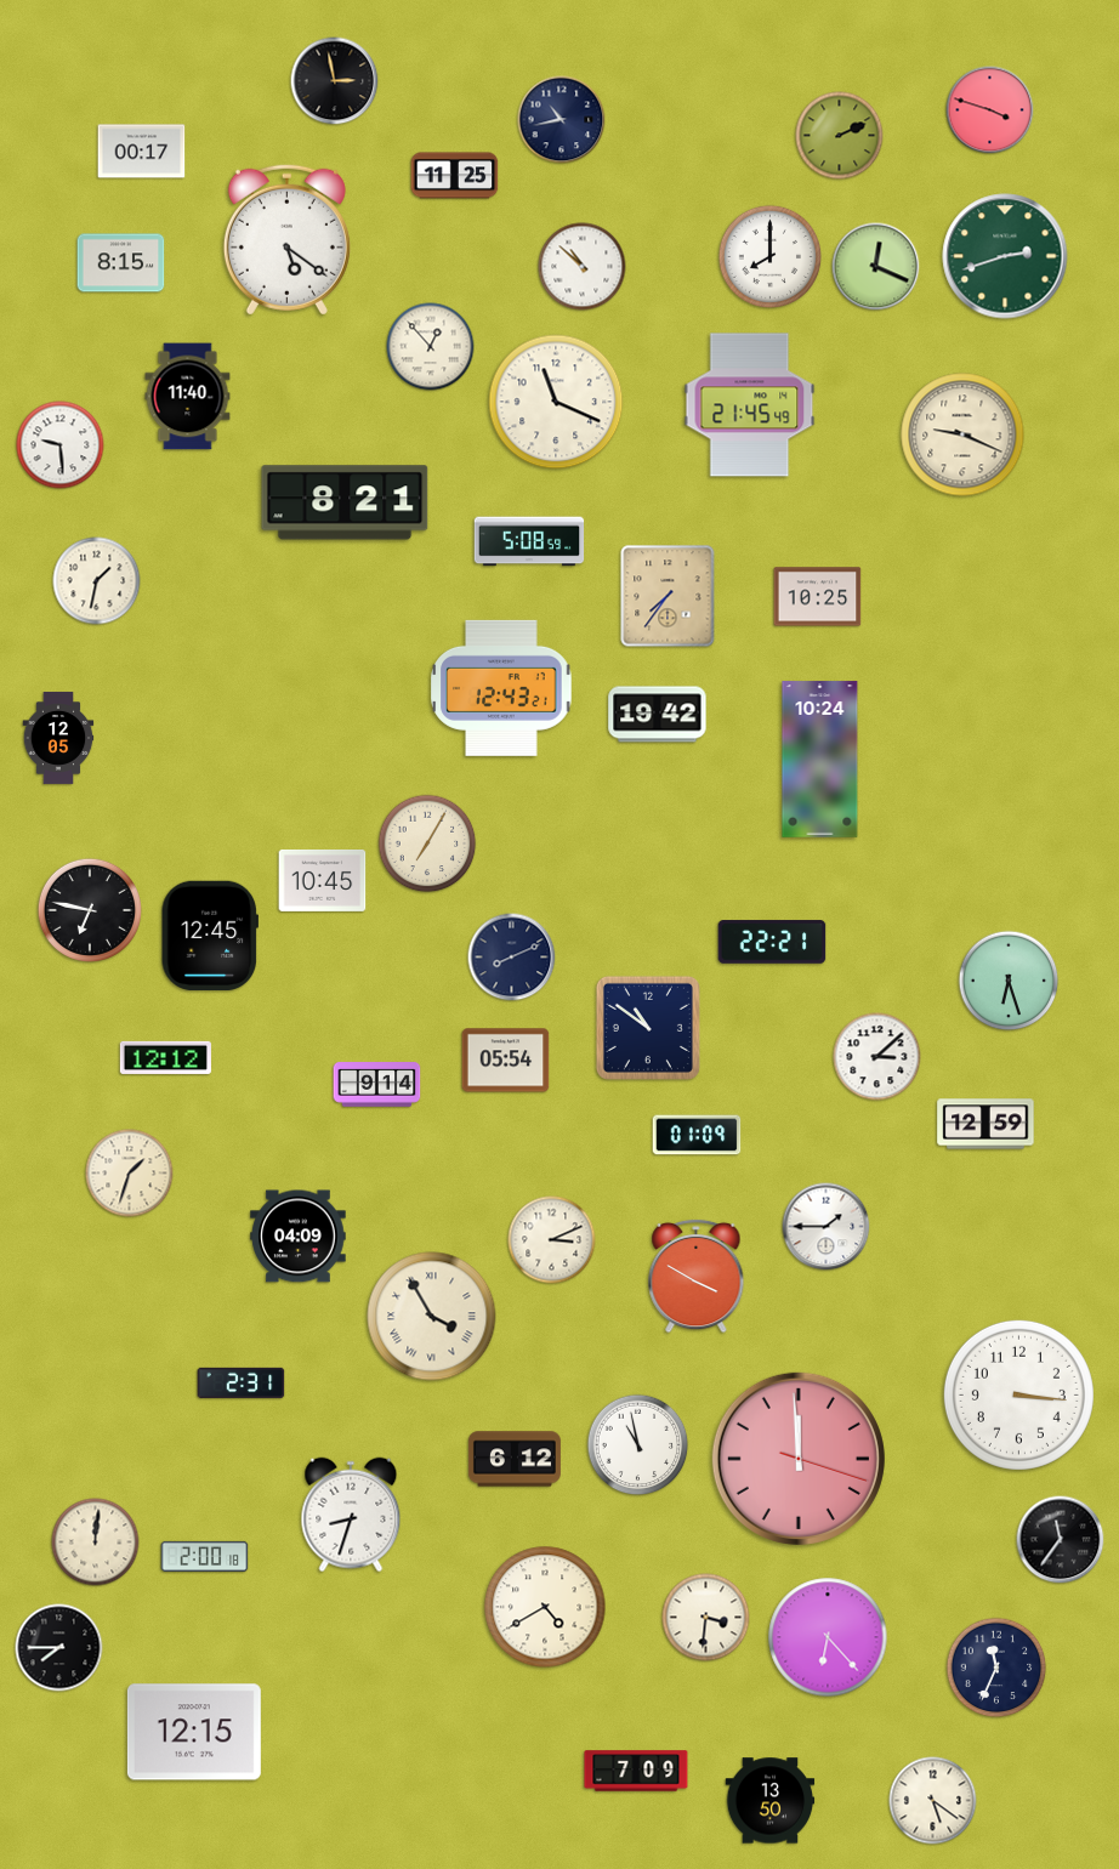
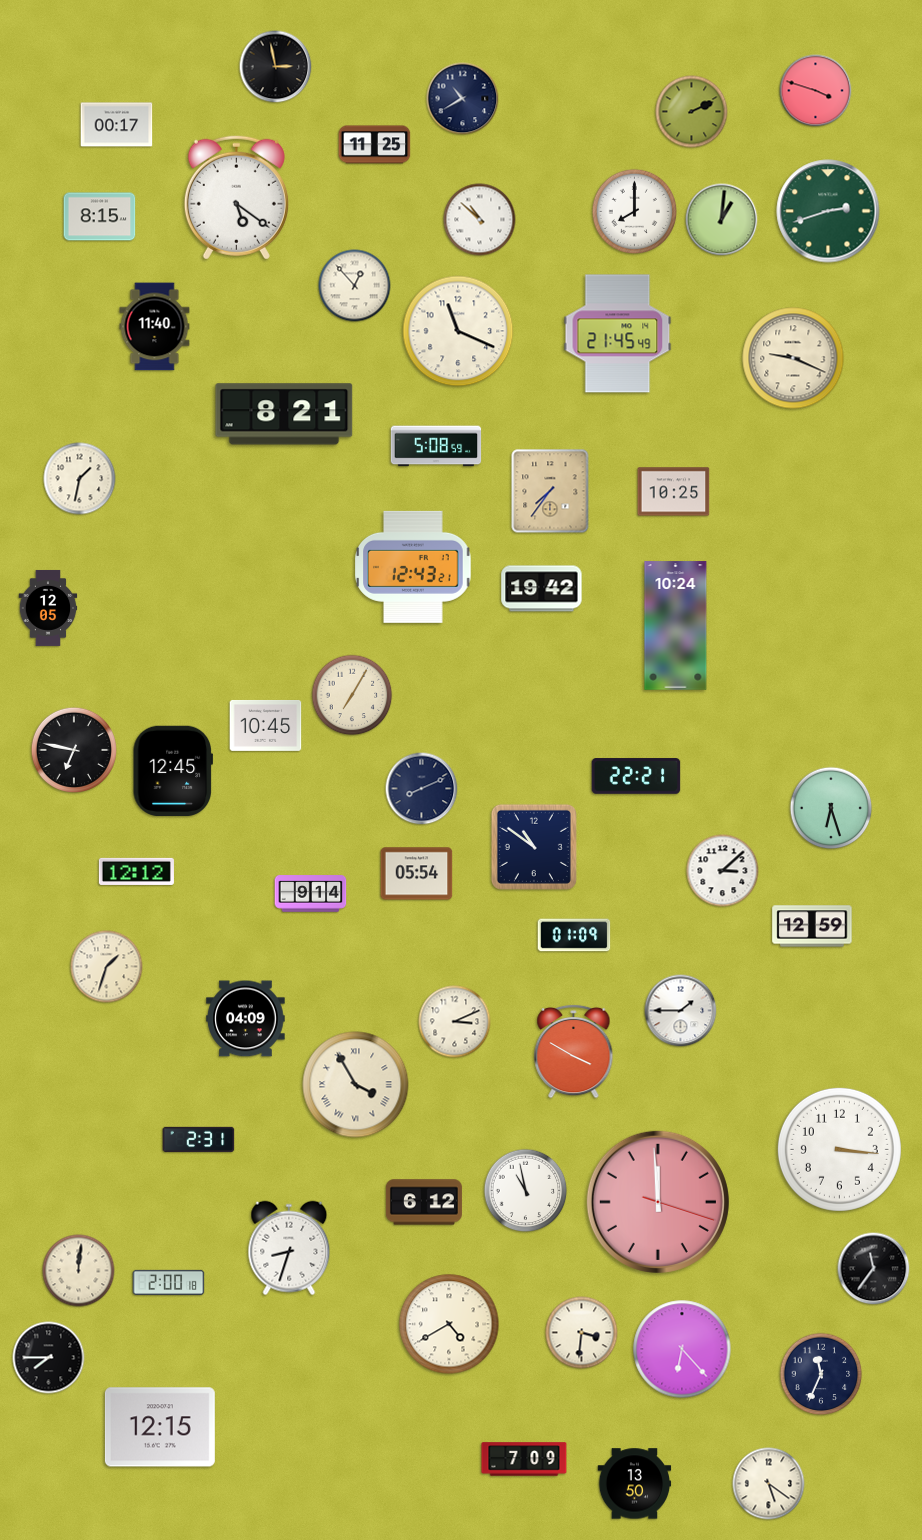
clock at (562, 120): 10:43 -> 10:40
clock at (876, 267): 12:19 -> 1:01
clock at (61, 445): 9:29 -> none
